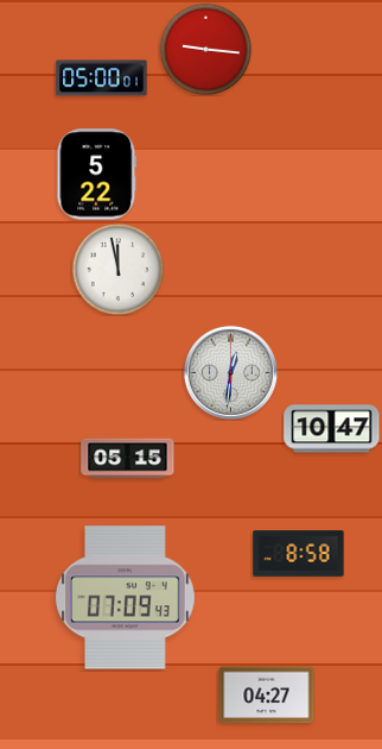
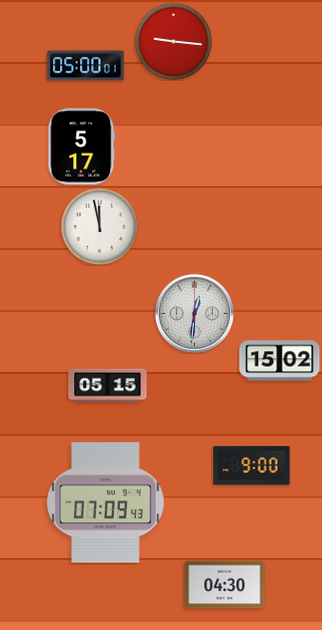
clock at (97, 175): 5:22 -> 5:17
clock at (332, 429): 10:47 -> 15:02
clock at (299, 554): 8:58 -> 9:00
clock at (267, 695): 04:27 -> 04:30
